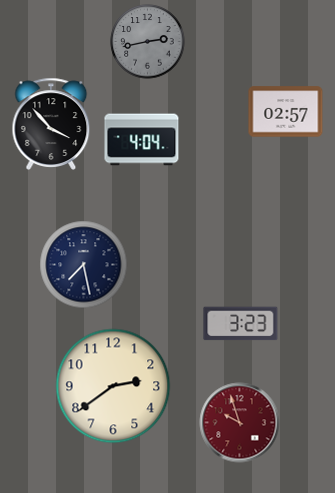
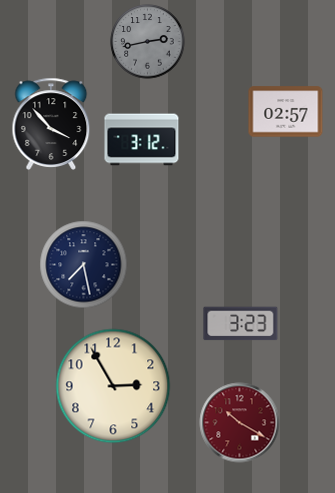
clock at (142, 140): 4:04 -> 3:12
clock at (113, 386): 2:39 -> 2:55
clock at (240, 423): 9:57 -> 10:20
